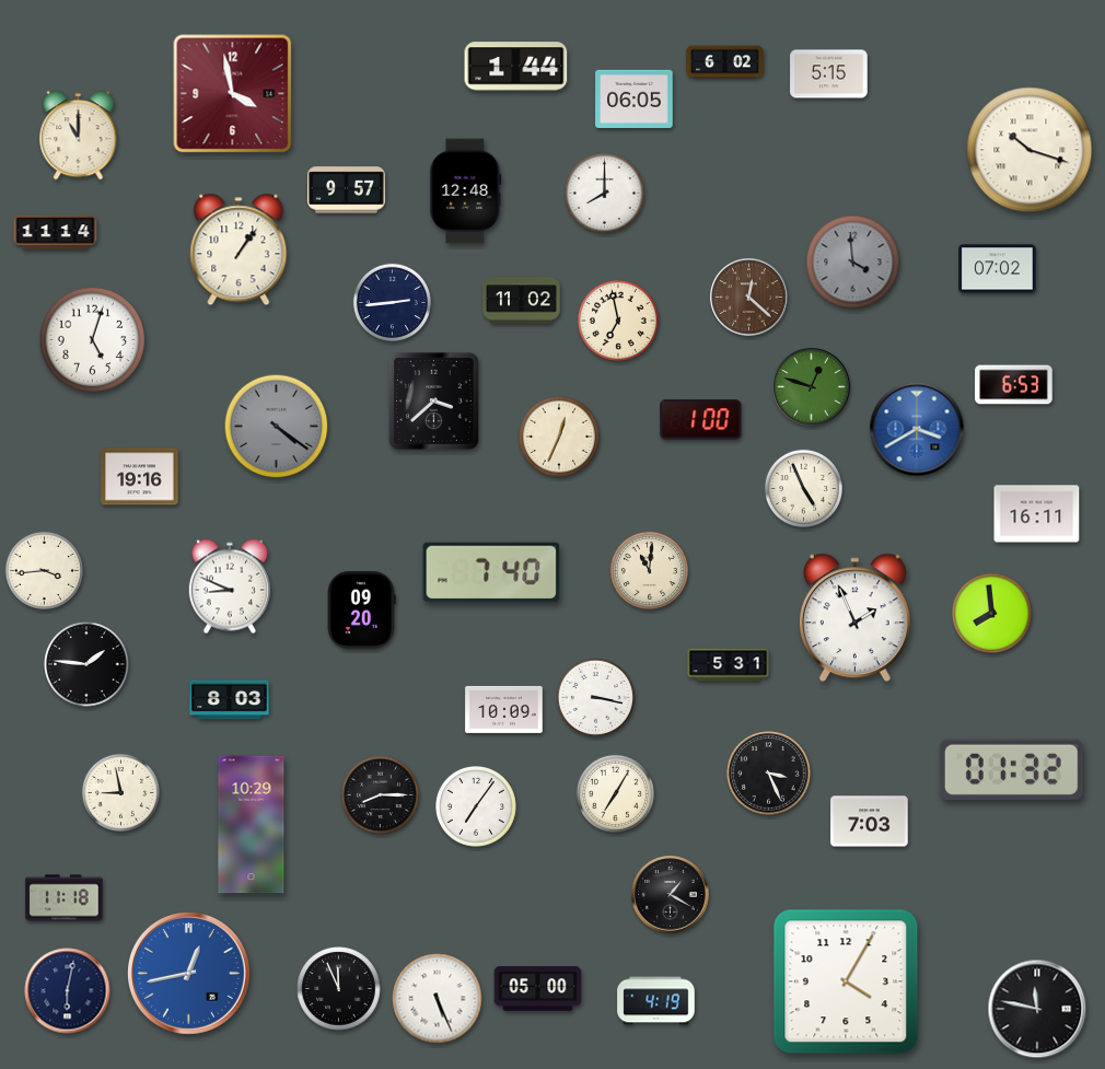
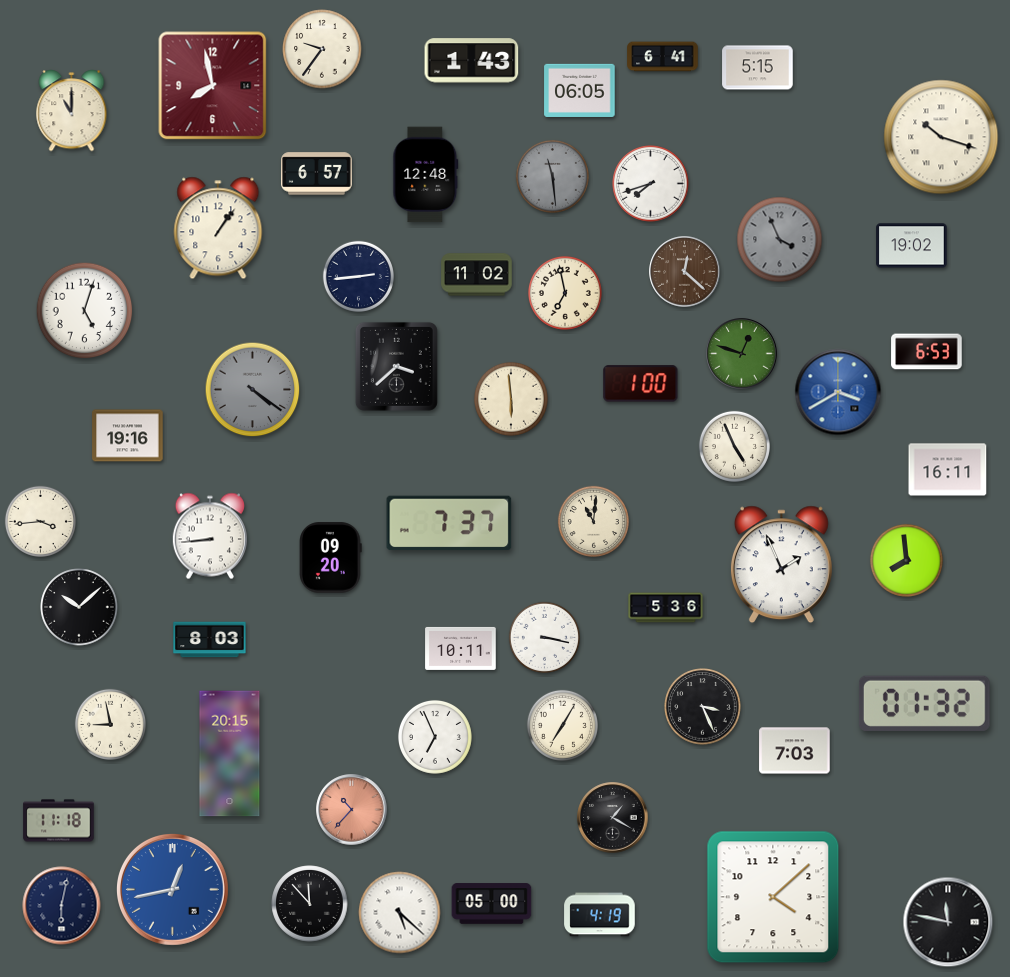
clock at (322, 49): none -> 9:36
clock at (725, 62): 6:02 -> 6:41
clock at (516, 67): 1:44 -> 1:43
clock at (233, 94): 3:58 -> 7:58
clock at (79, 136) position: (79, 136) -> (72, 111)
clock at (347, 190): 9:57 -> 6:57
clock at (604, 193): 8:00 -> 11:29
clock at (604, 193) dial: white -> grey
clock at (651, 184): none -> 7:42
clock at (56, 233): 11:14 -> none
clock at (853, 263): 3:59 -> 3:56
clock at (998, 269): 07:02 -> 19:02
clock at (559, 437): 12:34 -> 5:59
clock at (491, 572): 7:40 -> 7:37
clock at (230, 586): 8:49 -> 8:44
clock at (86, 664): 1:46 -> 10:08
clock at (729, 665): 5:31 -> 5:36
clock at (504, 709): 10:09 -> 10:11
clock at (380, 794): 8:15 -> none
clock at (476, 806): 7:06 -> 6:56
clock at (252, 825): 10:29 -> 20:15
clock at (352, 810): none -> 10:37
clock at (846, 981): 4:05 -> 4:08
clock at (339, 989): 11:56 -> 11:53
clock at (438, 999): 5:26 -> 5:22
